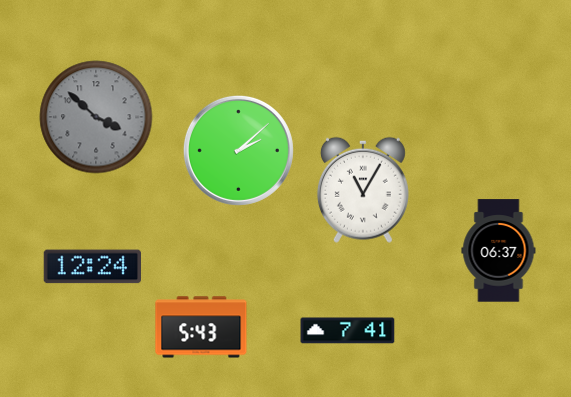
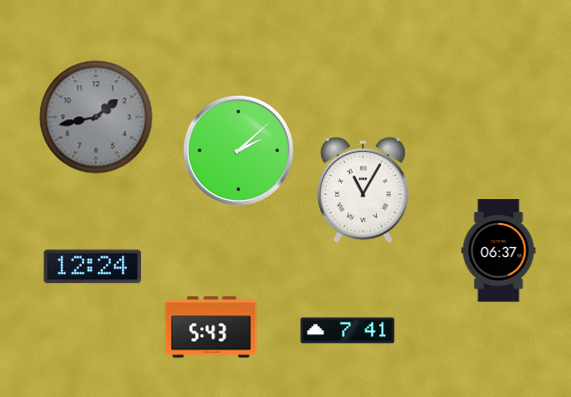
clock at (96, 117): 3:52 -> 1:43
clock at (201, 327) position: (201, 327) -> (211, 327)
